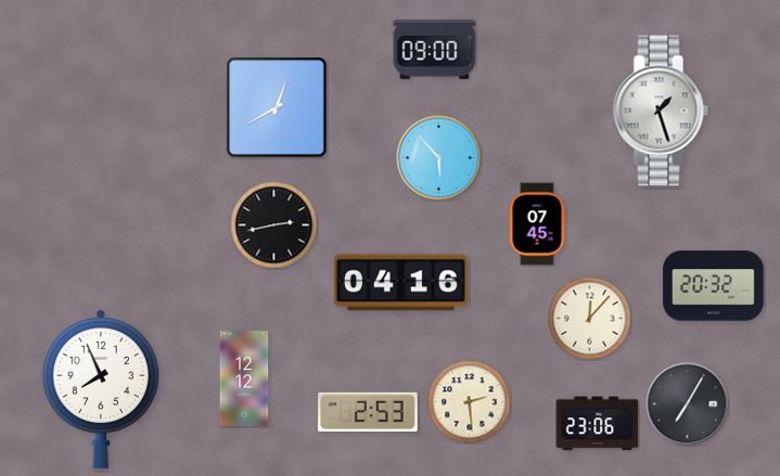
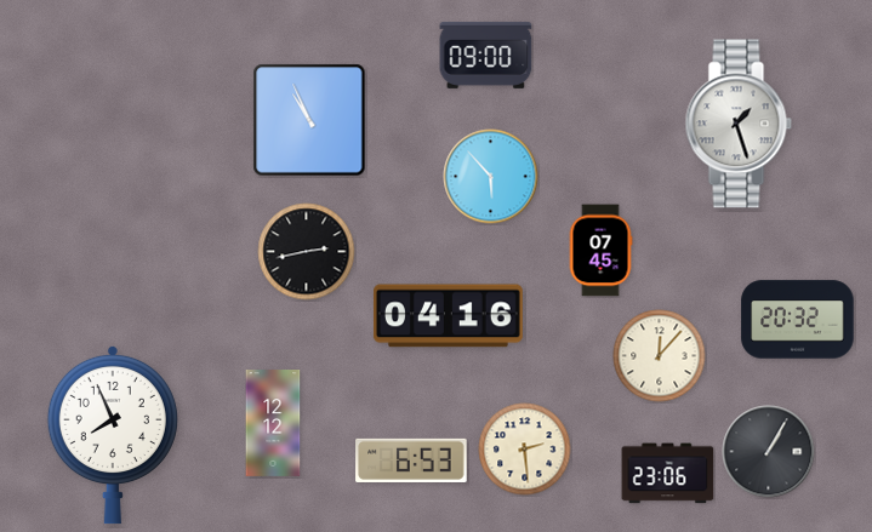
clock at (277, 107): 12:40 -> 10:56
clock at (688, 404): 7:05 -> 1:05
clock at (368, 412): 2:53 -> 6:53
